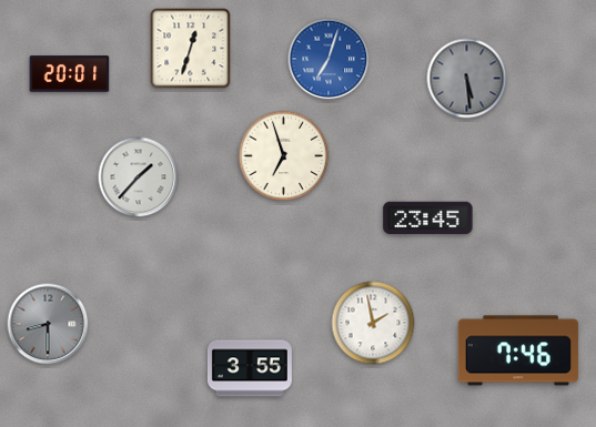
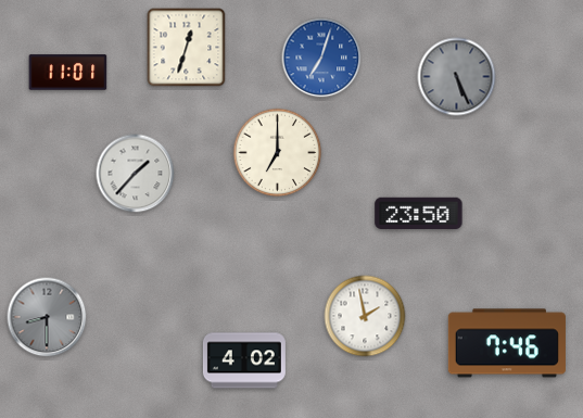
clock at (70, 74): 20:01 -> 11:01
clock at (467, 79): 5:29 -> 5:26
clock at (284, 156): 6:57 -> 7:00
clock at (428, 218): 23:45 -> 23:50
clock at (250, 368): 3:55 -> 4:02
